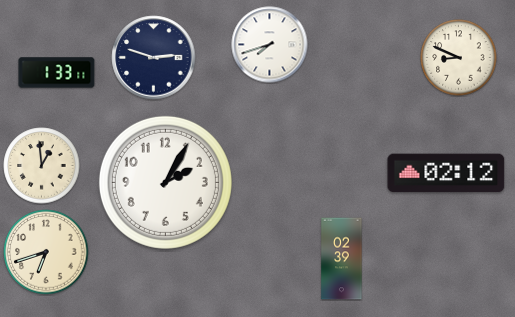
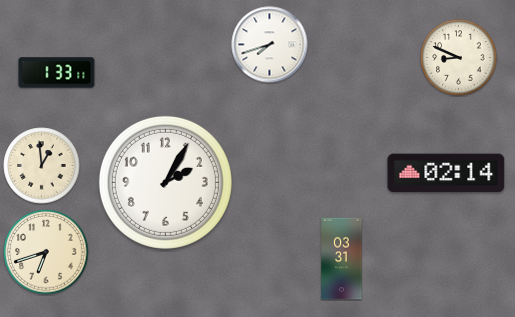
clock at (154, 58): 2:48 -> none
clock at (446, 173): 02:12 -> 02:14
clock at (342, 259): 02:39 -> 03:31
